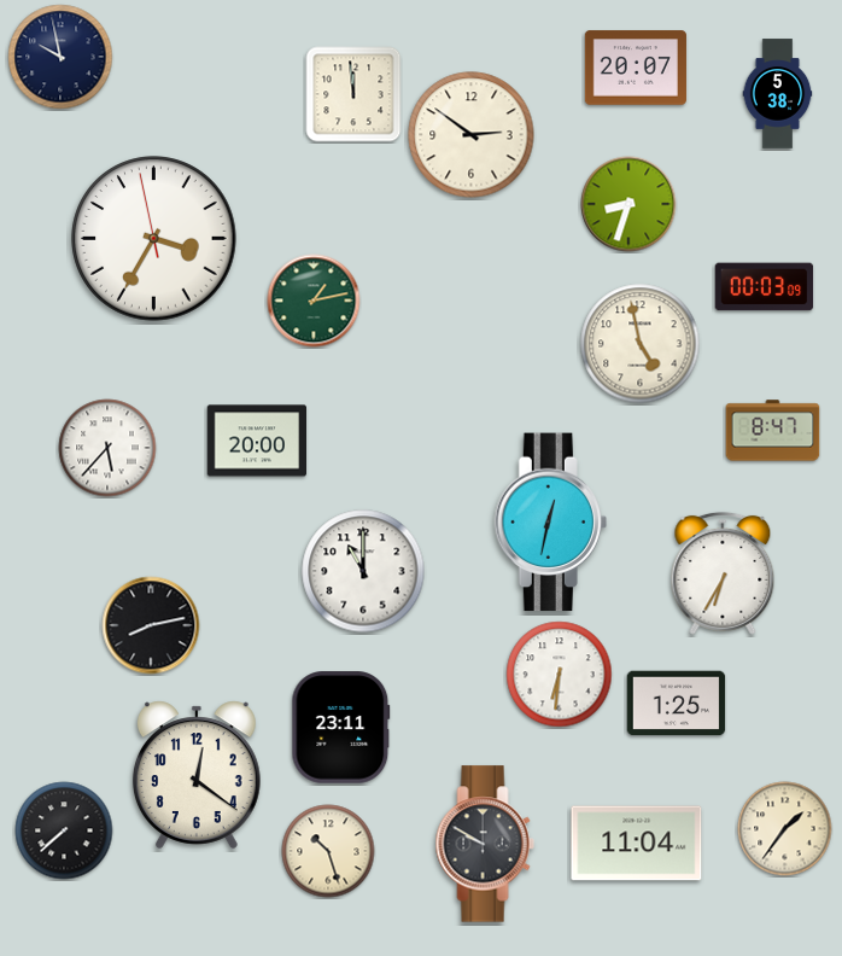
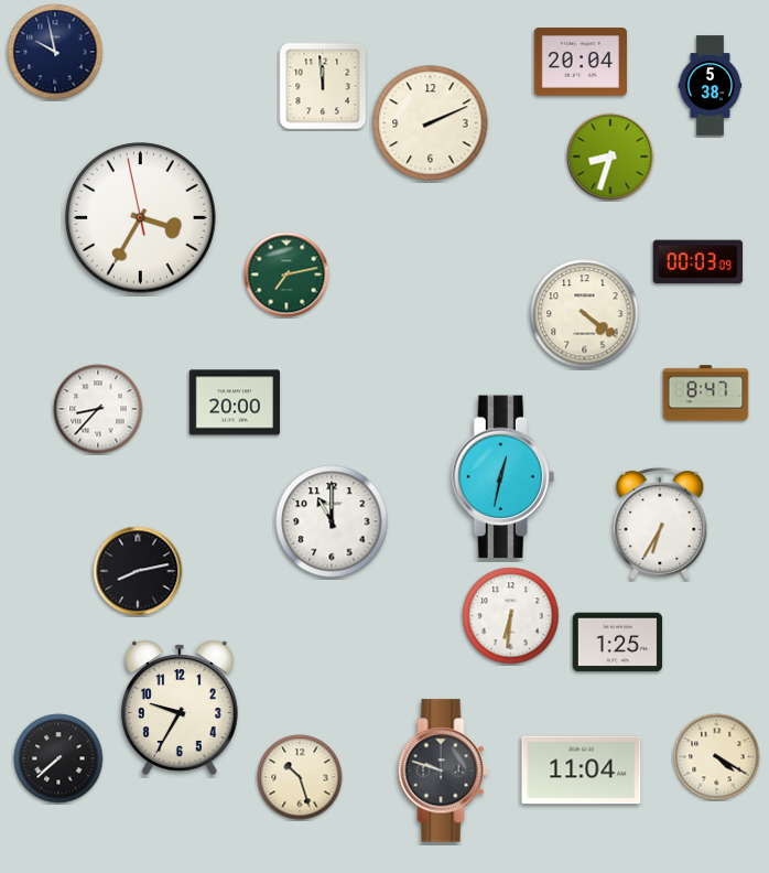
clock at (636, 68): 20:07 -> 20:04
clock at (472, 135): 2:51 -> 2:11
clock at (628, 204) position: (628, 204) -> (610, 157)
clock at (314, 301): 1:13 -> 7:13
clock at (641, 344): 4:58 -> 4:21
clock at (107, 448): 5:37 -> 8:37
clock at (341, 728): 23:11 -> none
clock at (197, 775): 12:21 -> 9:35
clock at (785, 829): 1:36 -> 4:20
clock at (485, 844): 9:50 -> 9:48
